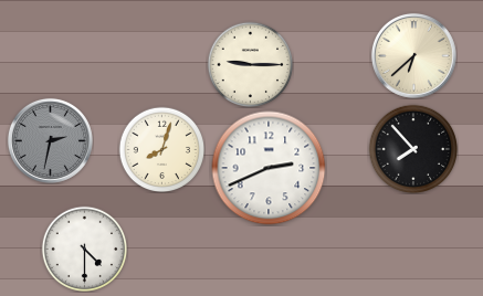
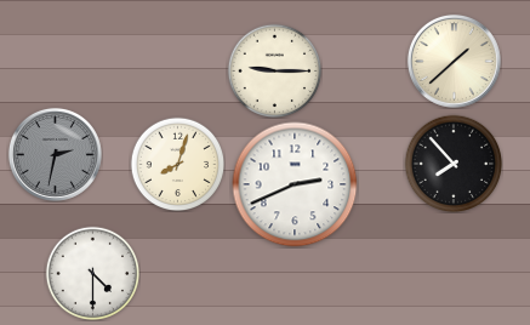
clock at (413, 55): 6:38 -> 1:38
